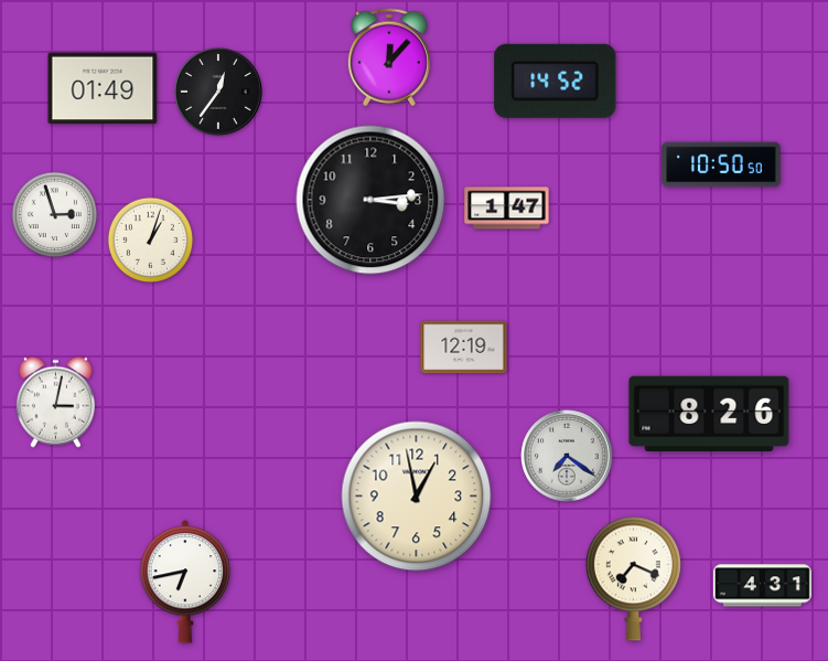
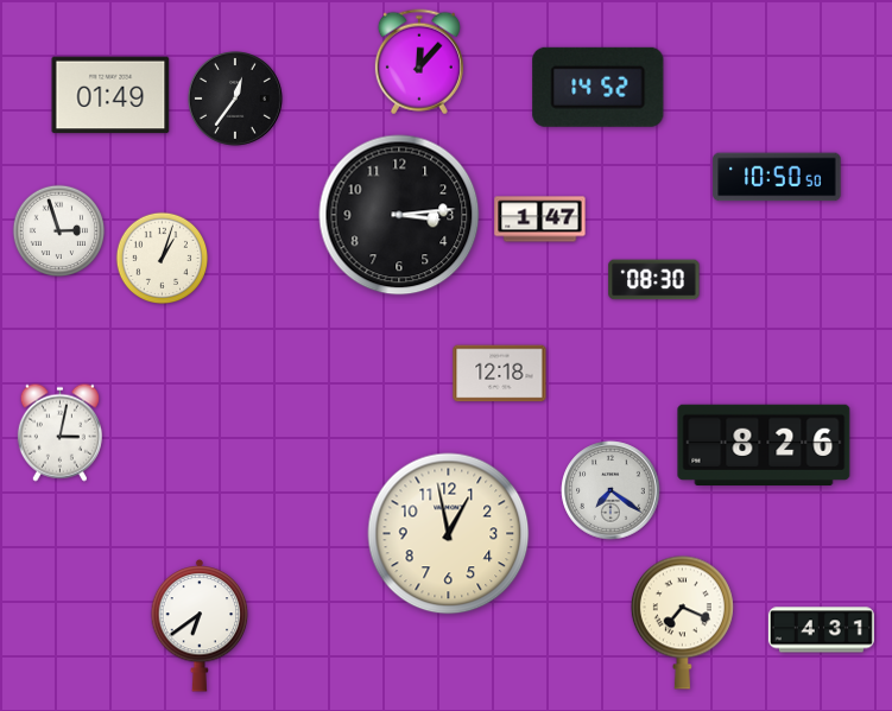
clock at (507, 209) position: (507, 209) -> (540, 220)
clock at (654, 280): none -> 08:30
clock at (464, 348): 12:19 -> 12:18
clock at (185, 583): 6:43 -> 6:39
